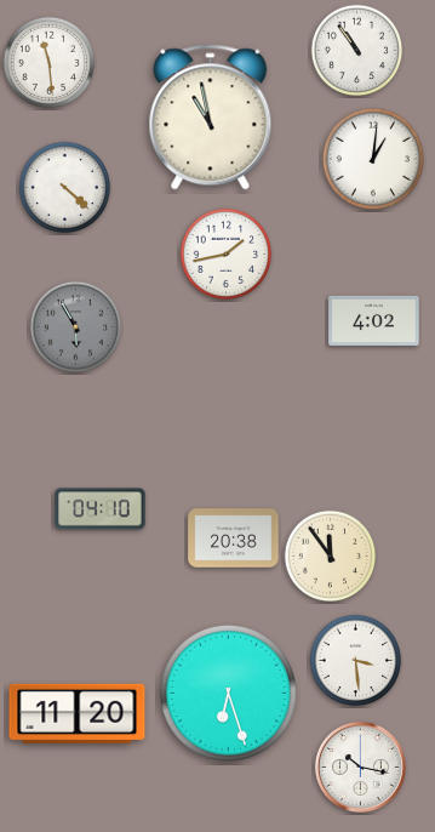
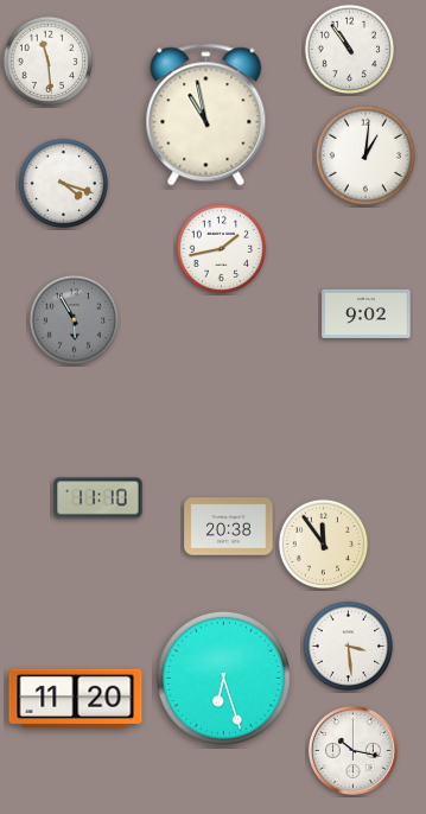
clock at (65, 188): 4:22 -> 4:18
clock at (374, 320): 4:02 -> 9:02
clock at (101, 509): 04:10 -> 11:10
